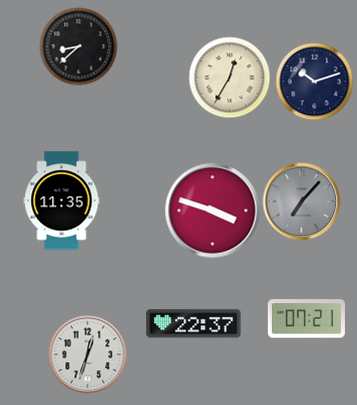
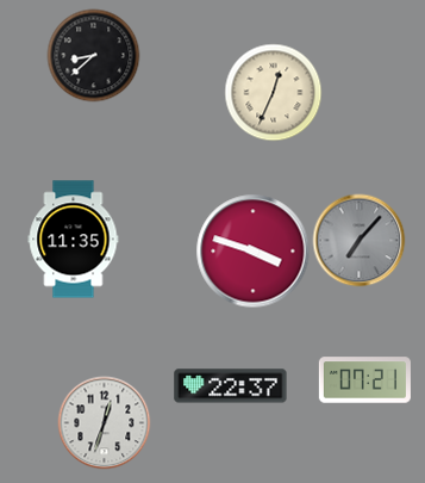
clock at (229, 77): 12:35 -> 12:34
clock at (314, 81): 10:12 -> none
